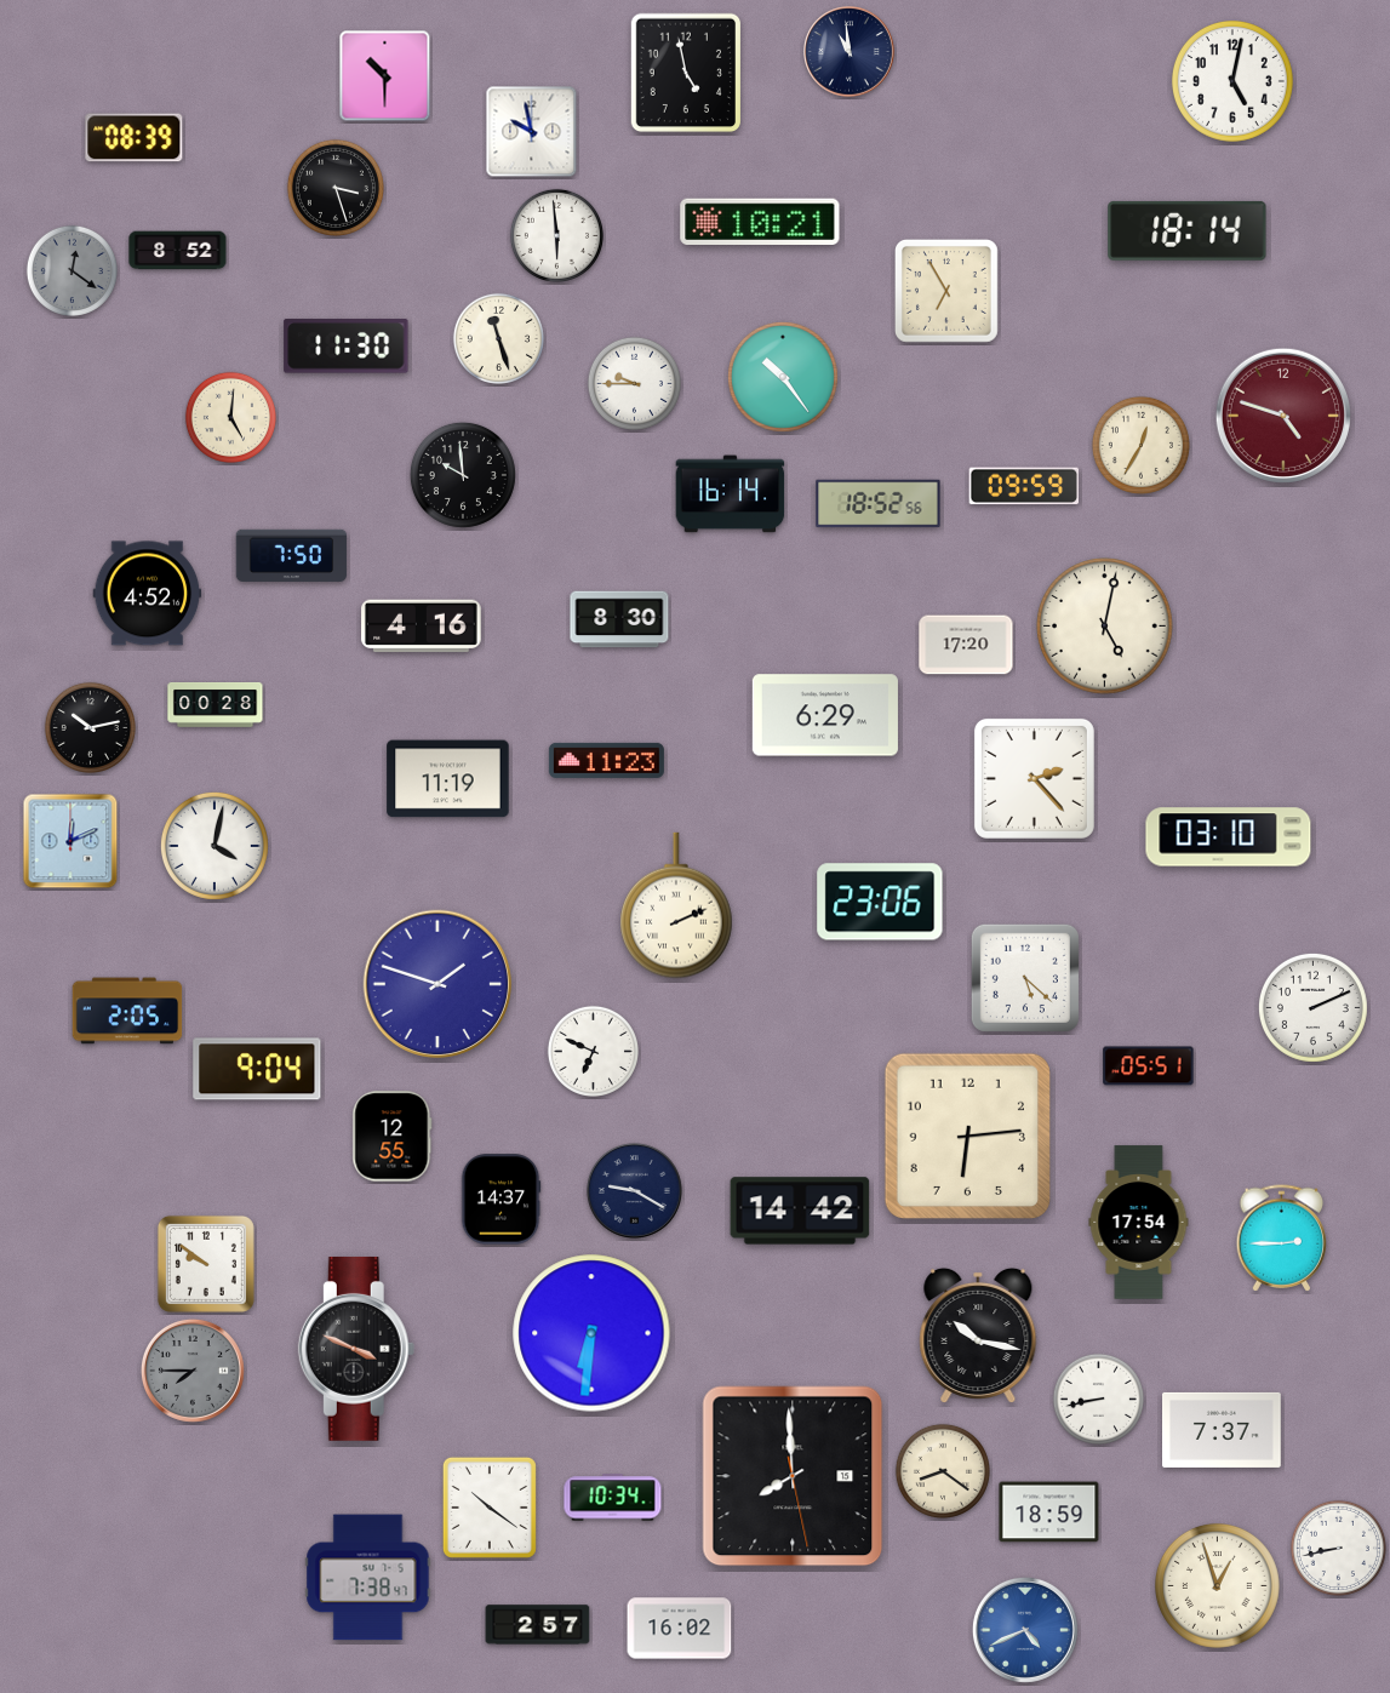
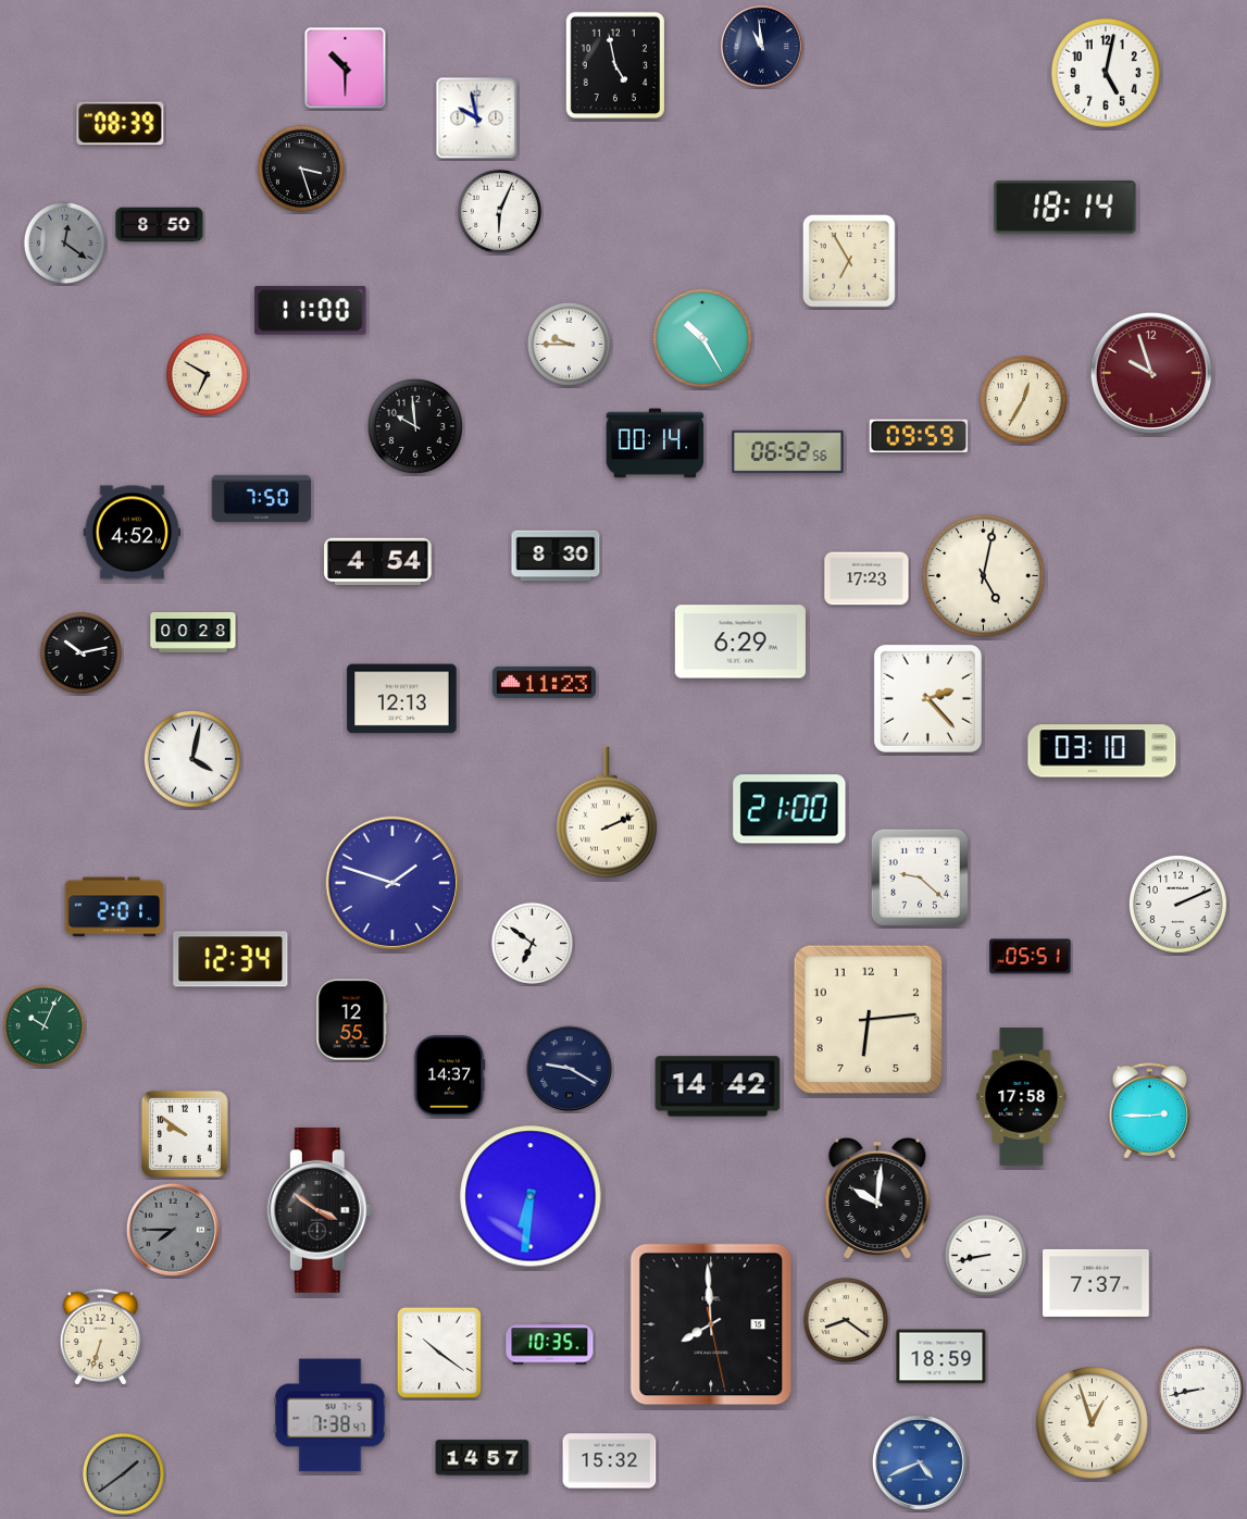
clock at (760, 222): 10:21 -> none
clock at (556, 235): 5:59 -> 6:04
clock at (178, 251): 8:52 -> 8:50
clock at (498, 338): 11:27 -> none
clock at (347, 347): 11:30 -> 11:00
clock at (783, 377): 10:24 -> 10:25
clock at (1283, 416): 4:48 -> 9:57
clock at (230, 417): 5:01 -> 6:50
clock at (731, 494): 16:14 -> 00:14
clock at (879, 504): 18:52 -> 06:52
clock at (422, 627): 4:16 -> 4:54
clock at (1105, 627) position: (1105, 627) -> (984, 576)
clock at (966, 645): 17:20 -> 17:23
clock at (448, 779): 11:19 -> 12:13
clock at (70, 841): 12:11 -> none
clock at (880, 902): 23:06 -> 21:00
clock at (1025, 978): 5:22 -> 9:22
clock at (127, 1011): 2:05 -> 2:01
clock at (593, 1051): 6:49 -> 6:51
clock at (257, 1069): 9:04 -> 12:34
clock at (43, 1025): none -> 10:04
clock at (1139, 1223): 17:54 -> 17:58
clock at (978, 1334): 10:17 -> 10:01
clock at (356, 1349): 3:49 -> 3:51
clock at (101, 1337): none -> 6:33
clock at (613, 1498): 10:34 -> 10:35
clock at (538, 1625): 2:57 -> 14:57
clock at (680, 1629): 16:02 -> 15:32
clock at (123, 1473): none -> 1:39
